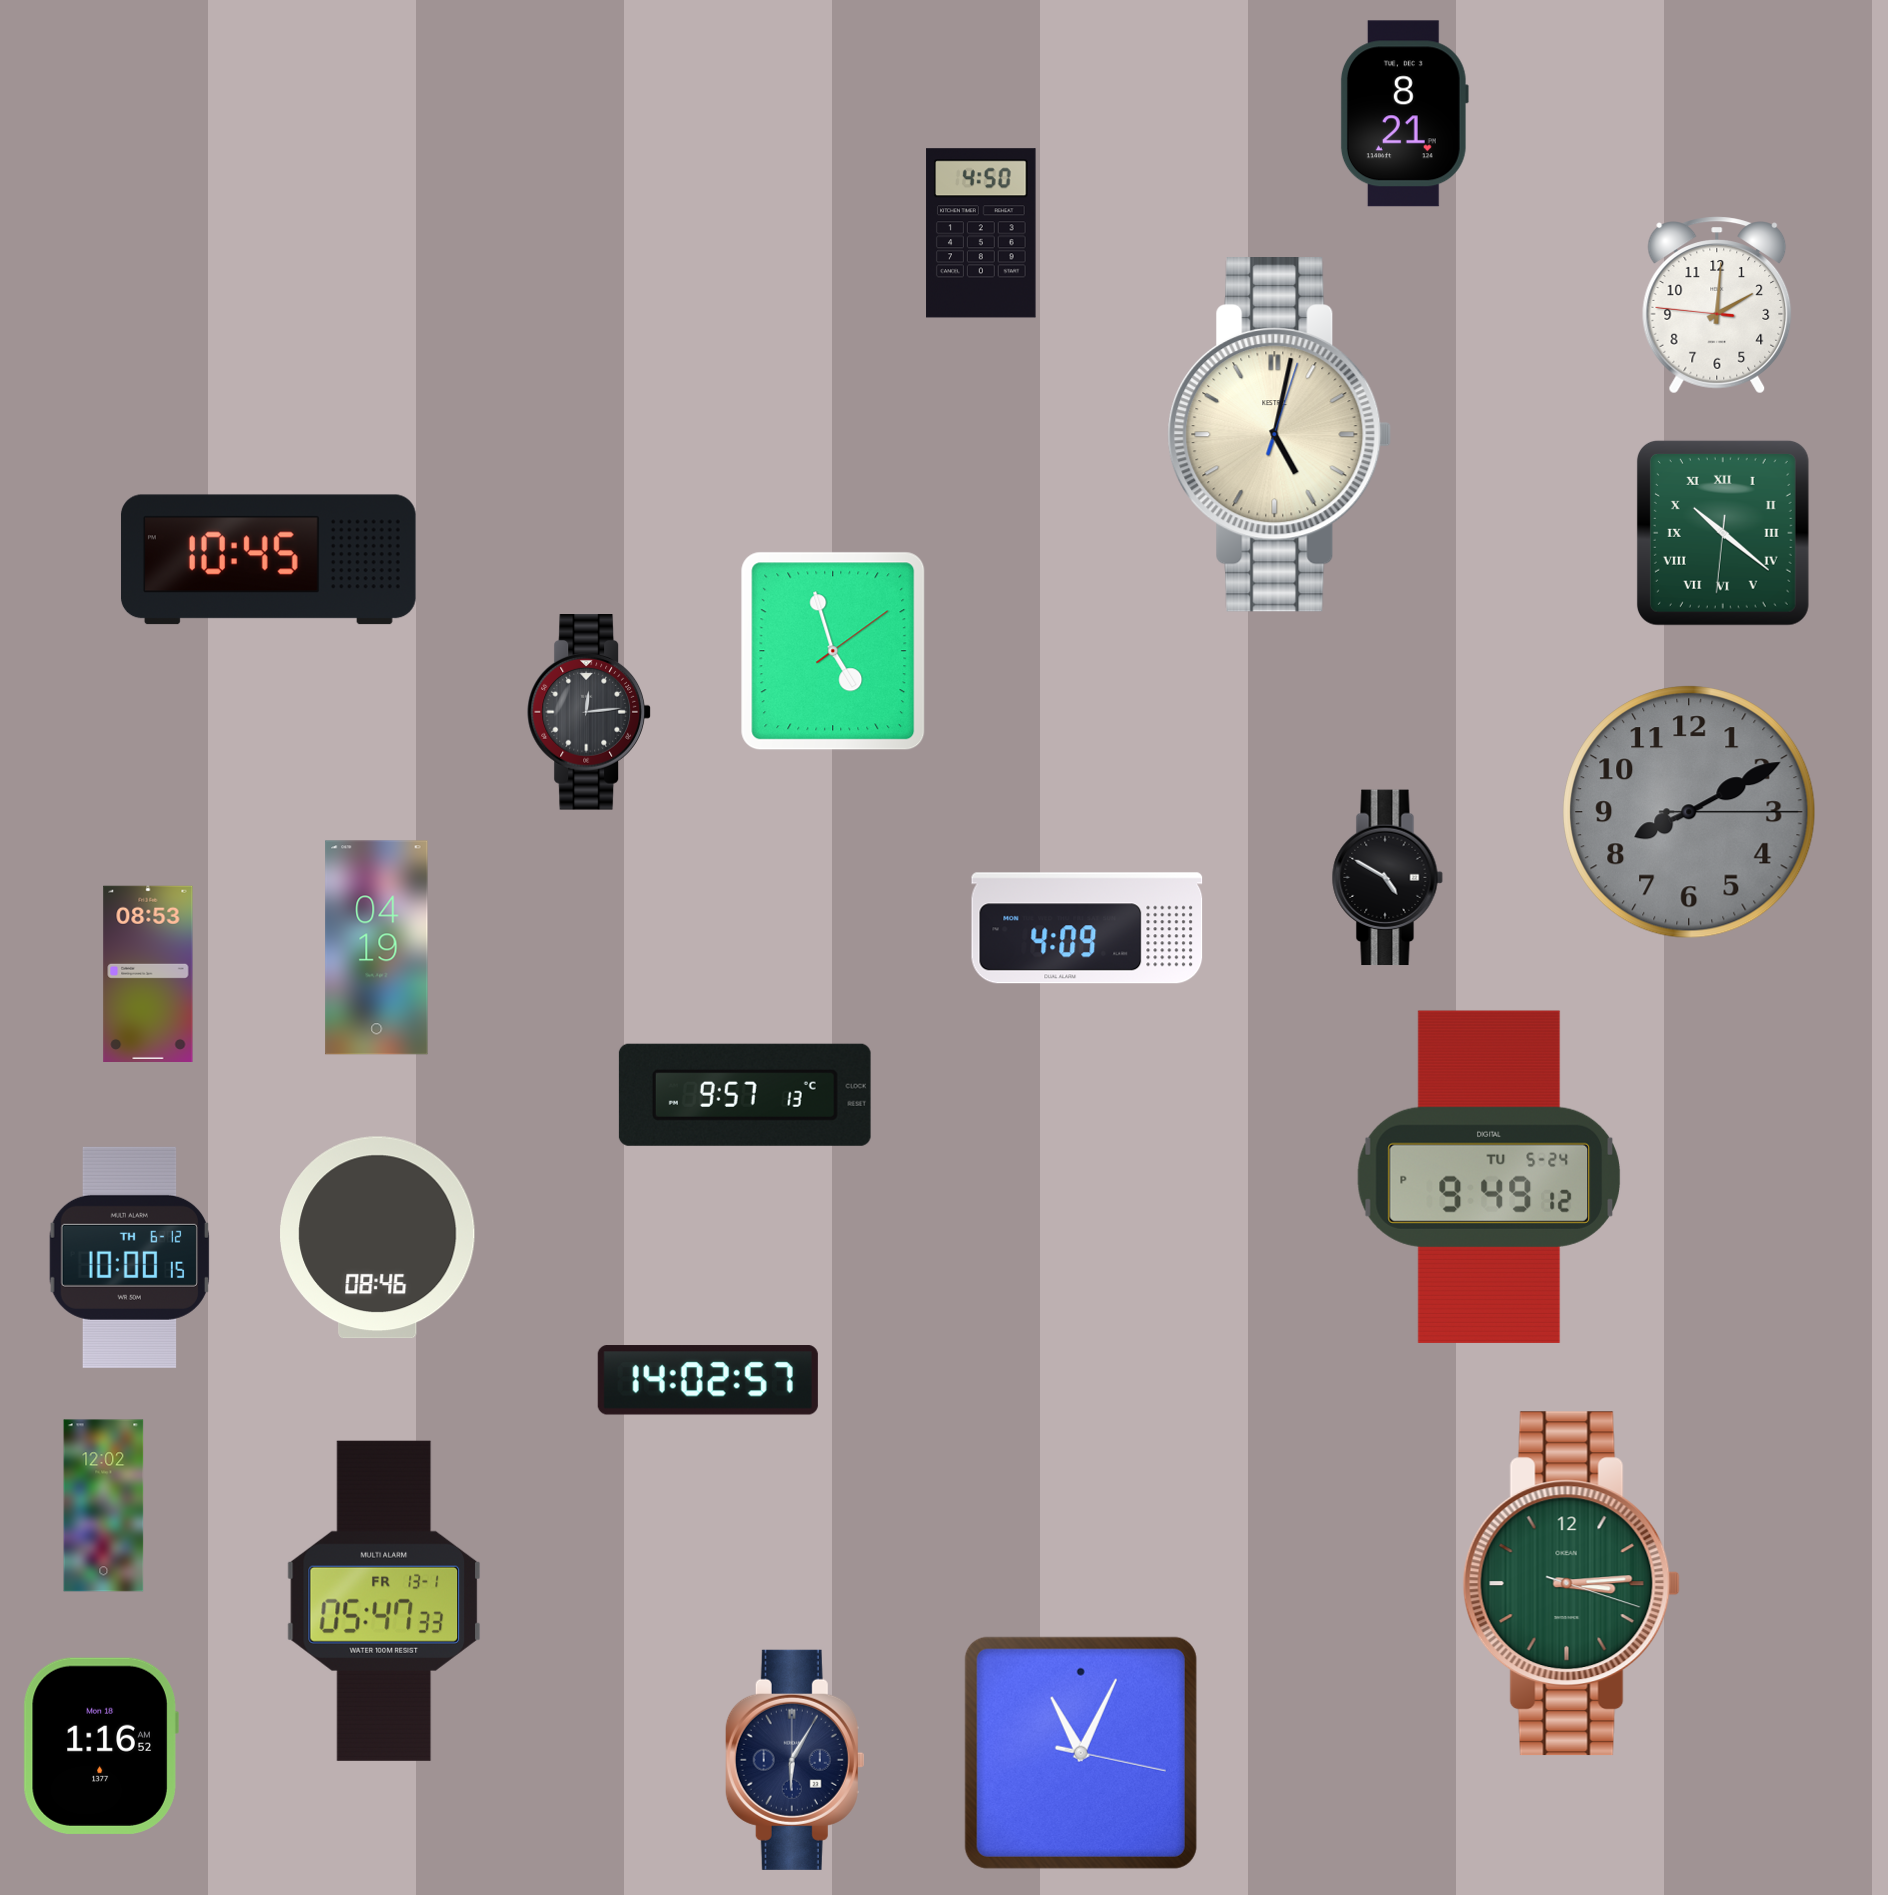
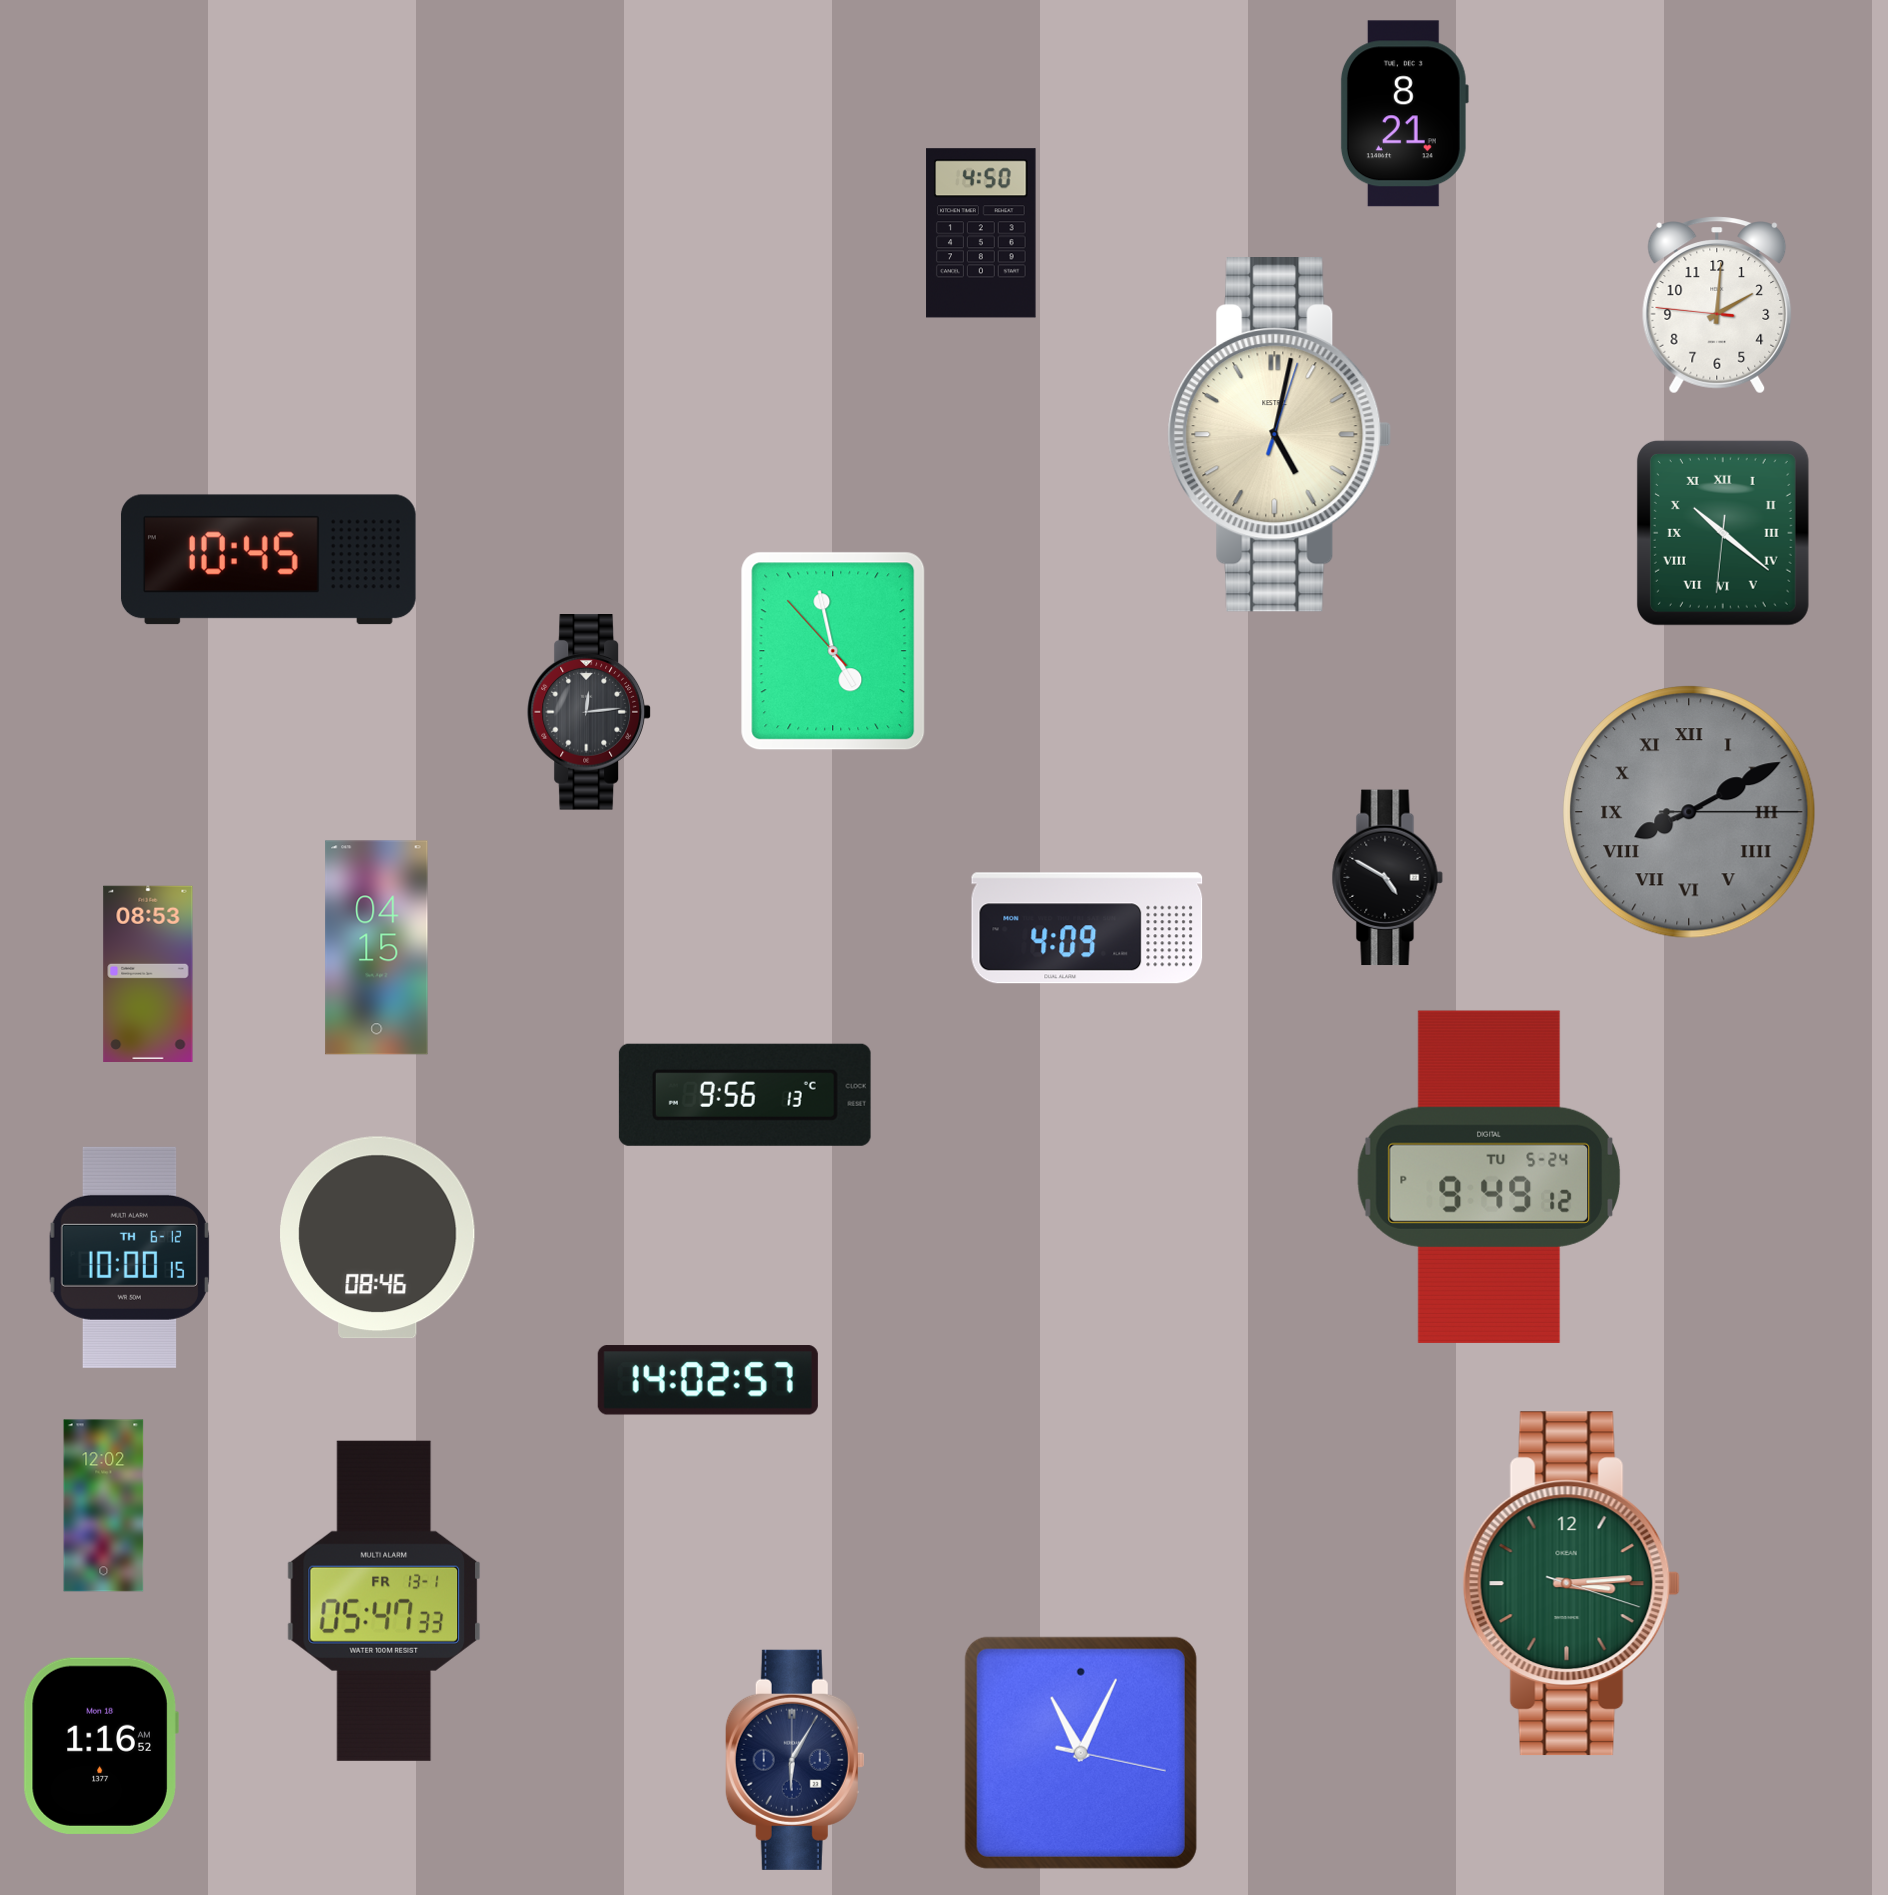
clock at (833, 651): 4:57:09 -> 4:57:53
clock at (1689, 812) numerals: Arabic -> Roman
clock at (377, 948): 04:19 -> 04:15
clock at (745, 1095): 9:57 -> 9:56
